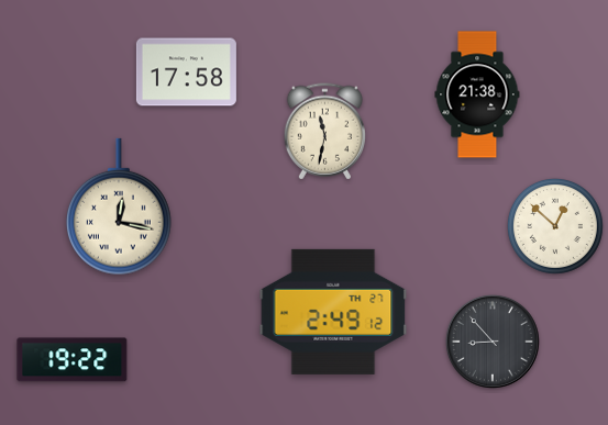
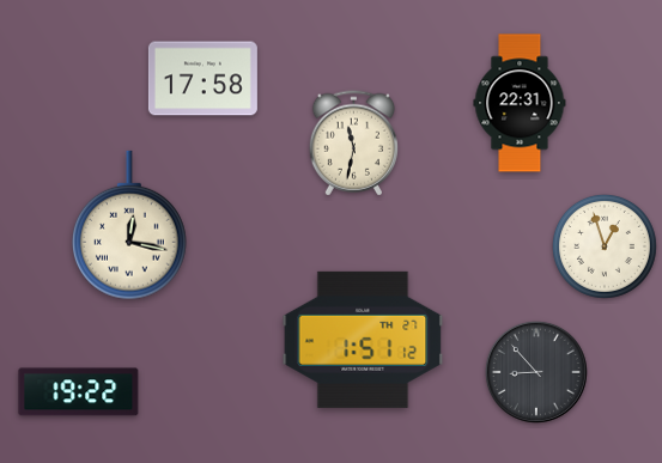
clock at (477, 94): 21:38 -> 22:31
clock at (555, 226): 12:52 -> 12:57
clock at (333, 312): 2:49 -> 1:51
